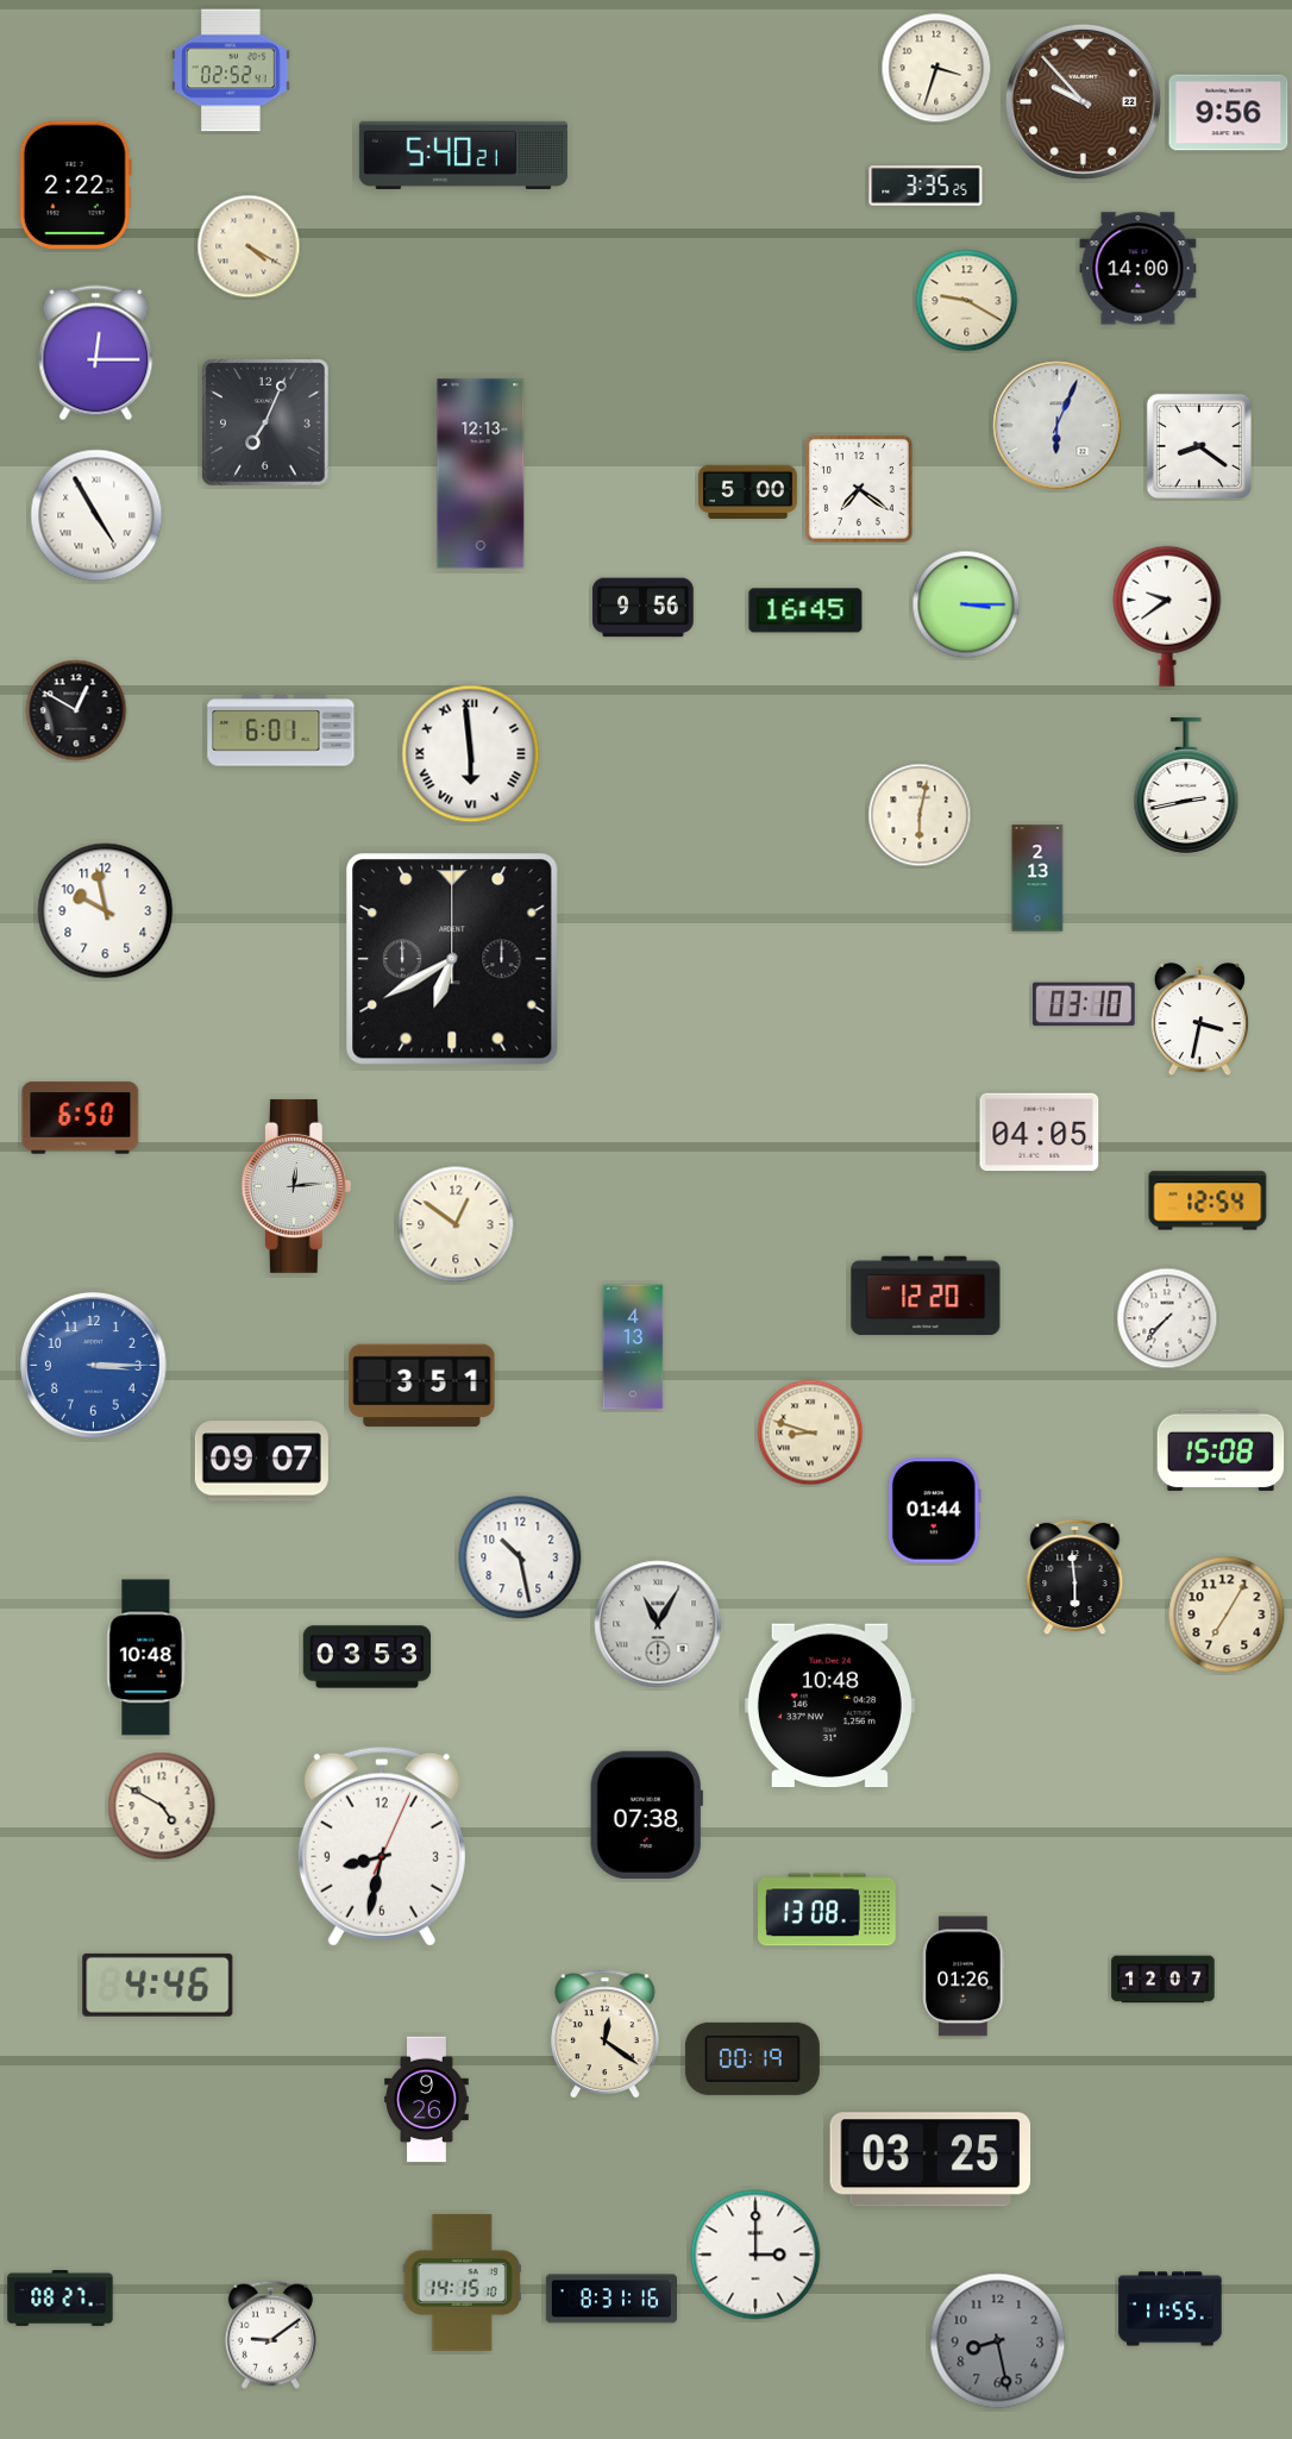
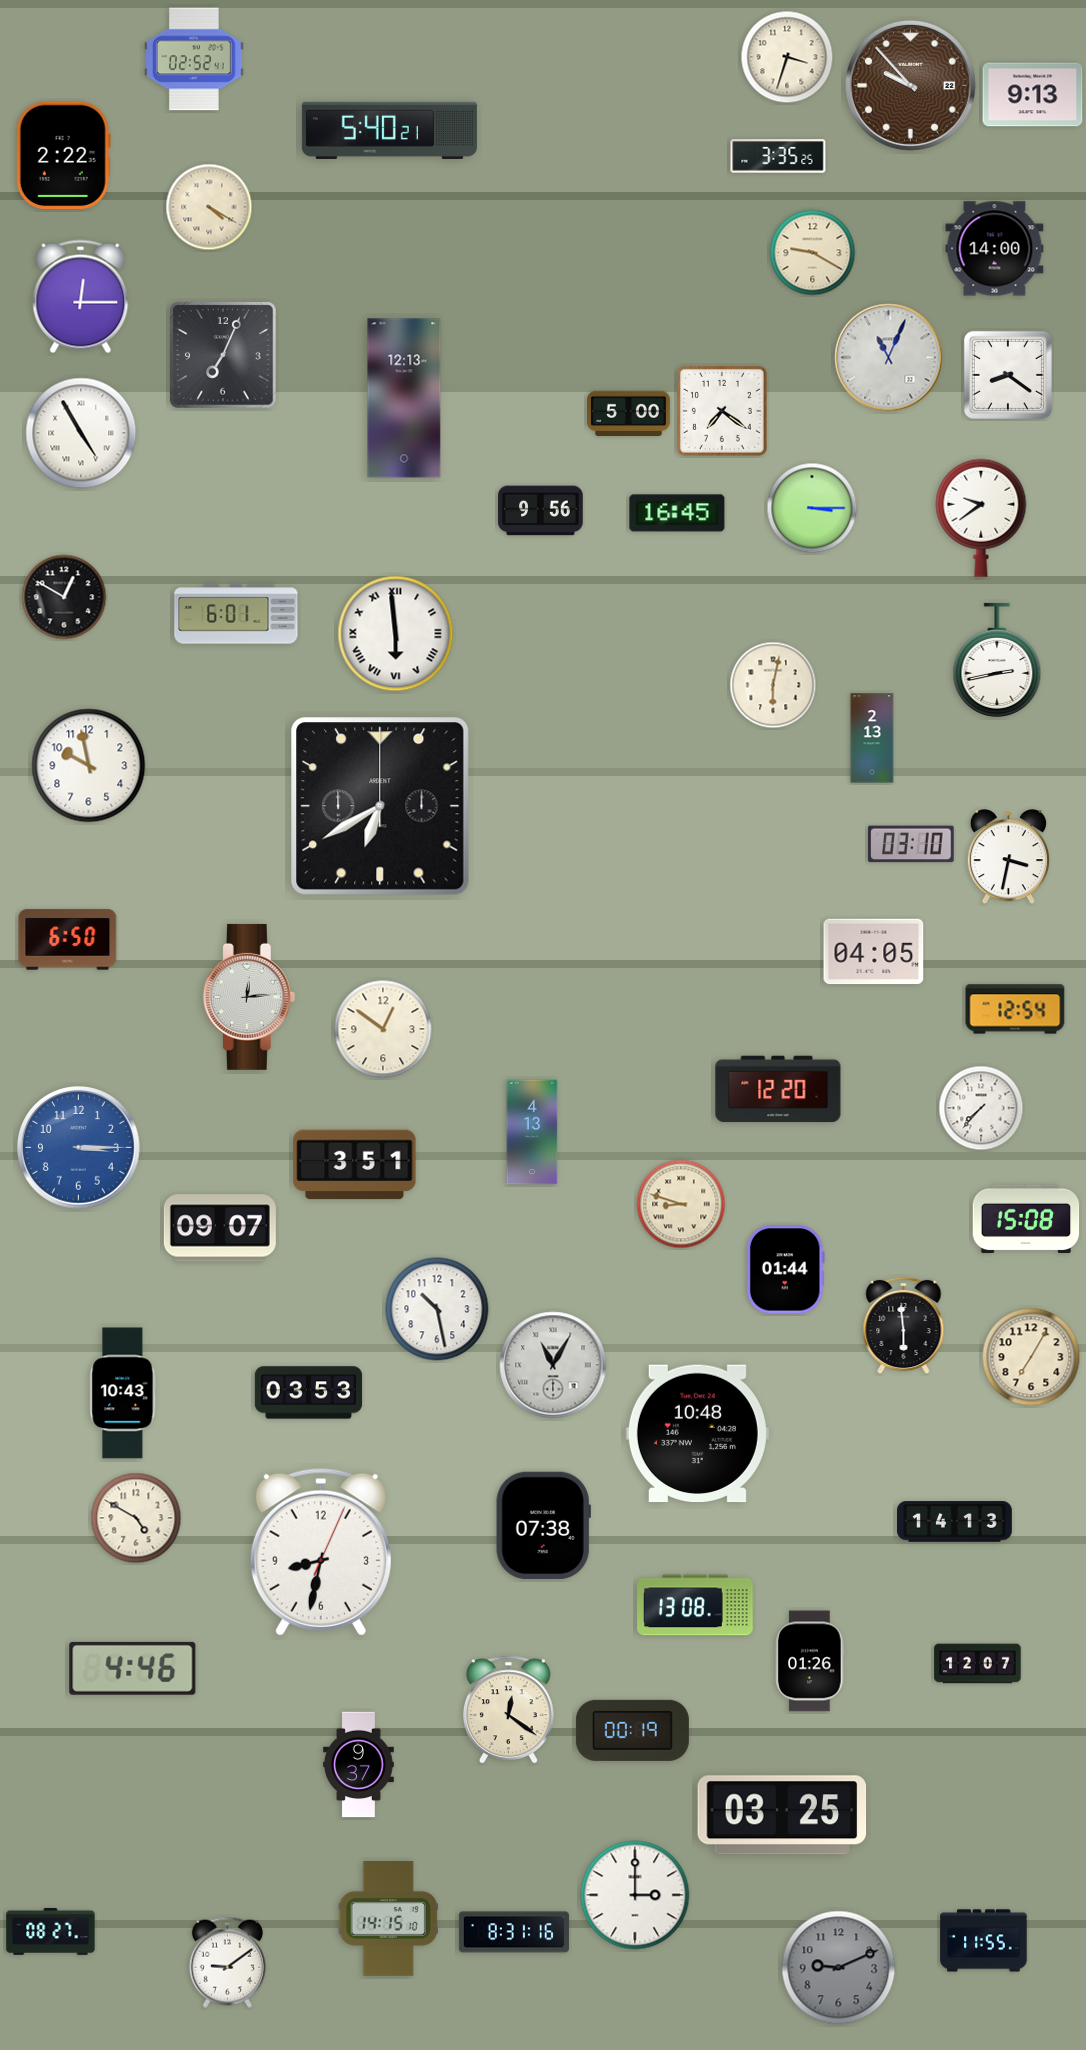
clock at (1229, 113): 9:56 -> 9:13
clock at (1139, 269) position: (1139, 269) -> (995, 249)
clock at (1058, 426): 6:04 -> 11:04
clock at (146, 1657): 10:48 -> 10:43
clock at (955, 1522): none -> 14:13
clock at (427, 2100): 9:26 -> 9:37
clock at (998, 2341): 8:28 -> 9:11
